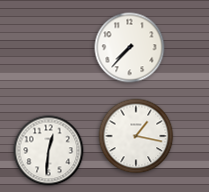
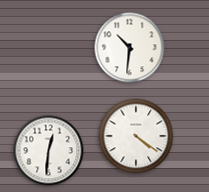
clock at (130, 48): 7:37 -> 10:31
clock at (136, 136): 1:17 -> 4:21
